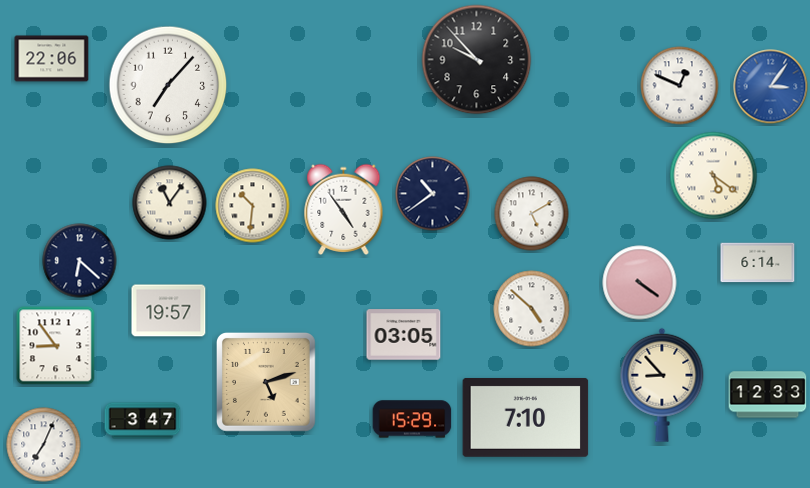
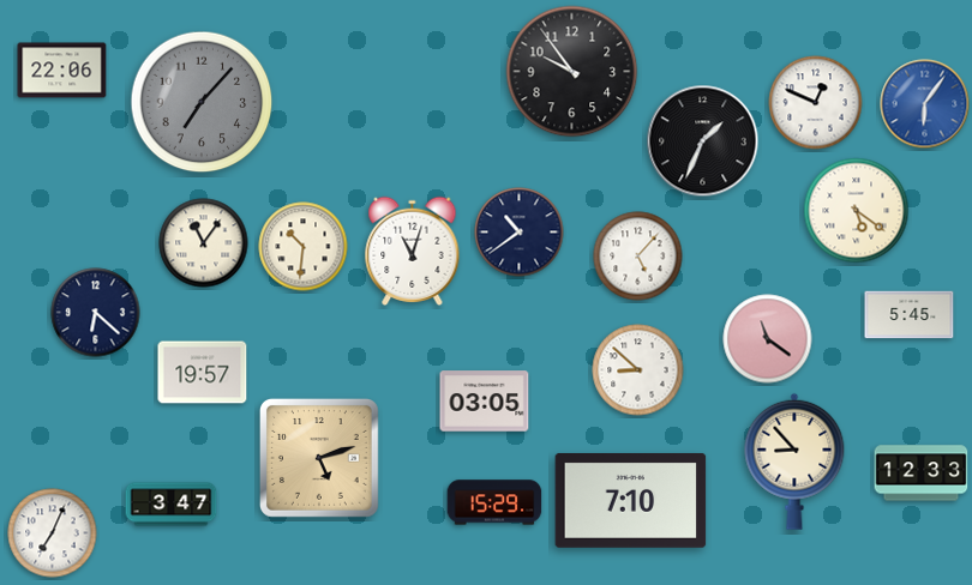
clock at (477, 60): 9:53 -> 9:54
clock at (168, 85) dial: white -> grey
clock at (771, 87): 3:06 -> 6:06
clock at (703, 141): none -> 1:34
clock at (344, 209): 4:54 -> 11:03
clock at (532, 214): 5:10 -> 5:07
clock at (758, 263): 6:14 -> 5:45
clock at (640, 283): 4:21 -> 11:21
clock at (532, 309): 4:52 -> 8:52
clock at (56, 346): 8:54 -> none
